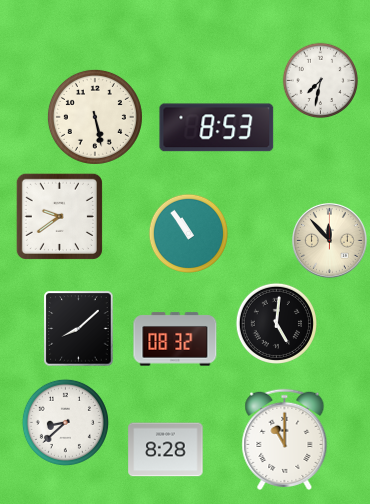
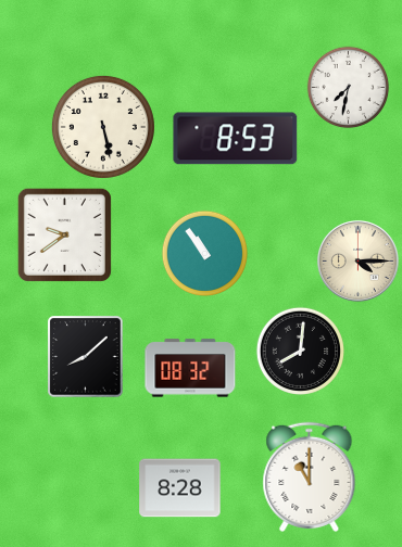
clock at (329, 240): 11:53 -> 4:15
clock at (276, 323): 5:01 -> 8:01
clock at (65, 422): 8:38 -> none
